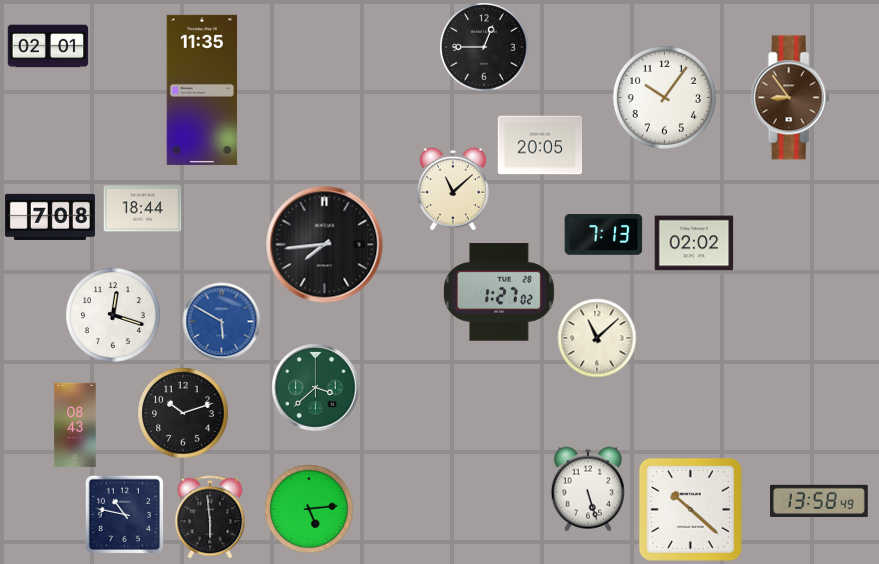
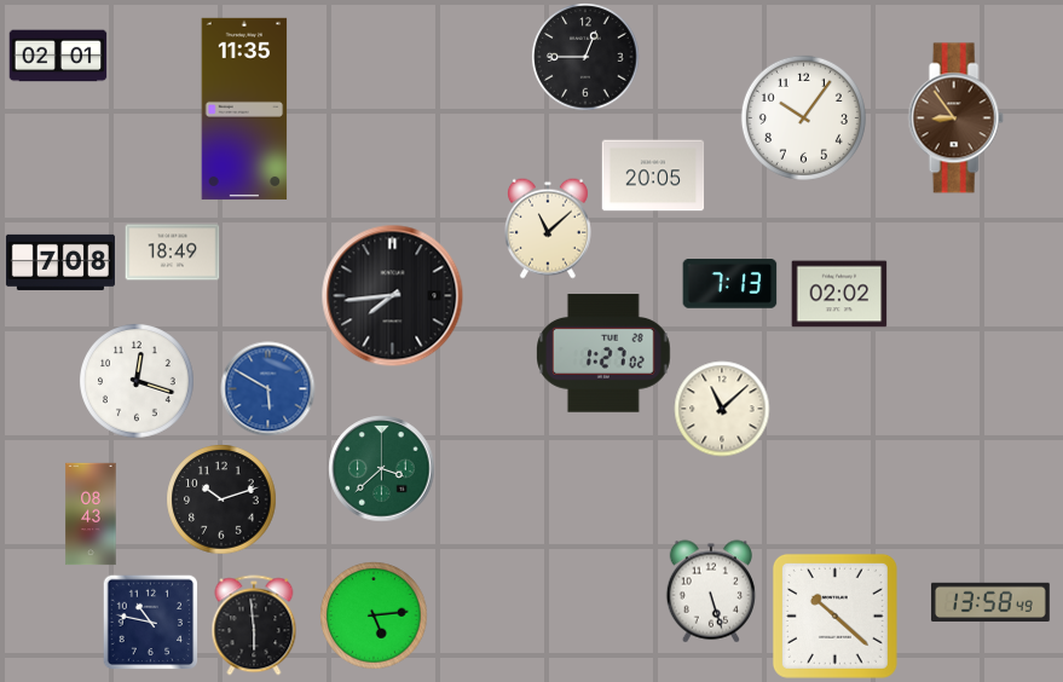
clock at (142, 209): 18:44 -> 18:49
clock at (820, 500) position: (820, 500) -> (992, 601)
